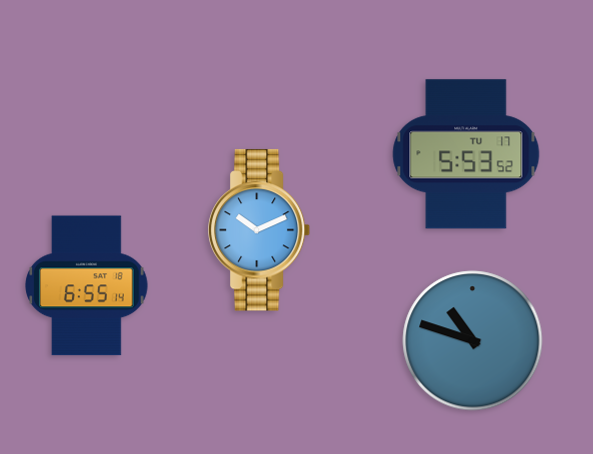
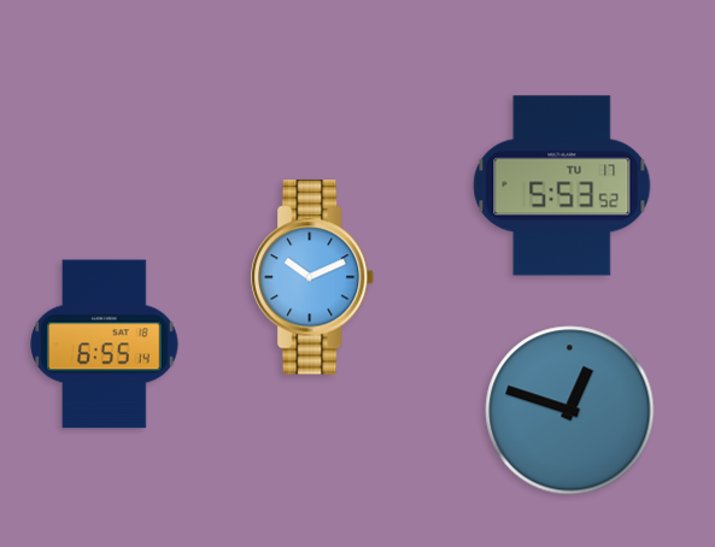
clock at (473, 341): 10:48 -> 12:48
